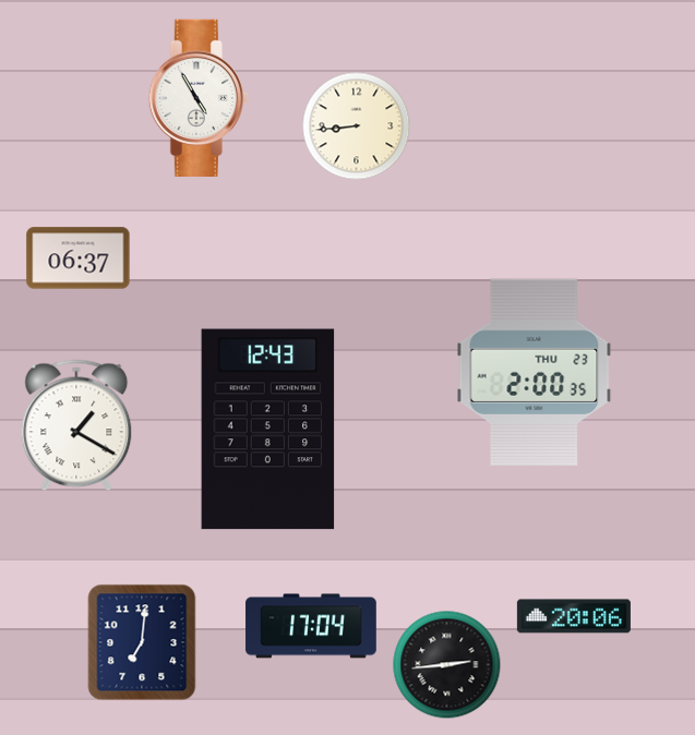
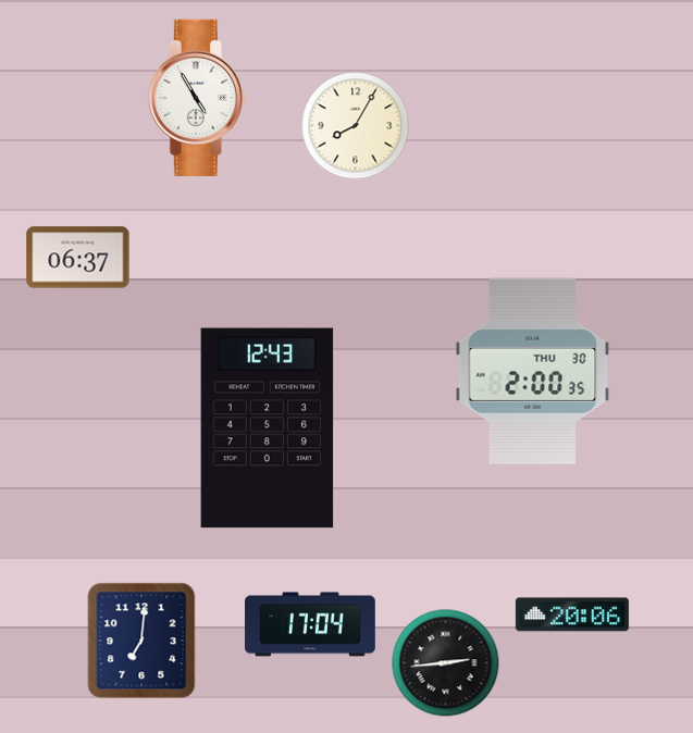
clock at (357, 126): 8:44 -> 8:05
clock at (535, 372) date: THU 23 -> THU 30
clock at (76, 425): 1:20 -> none
